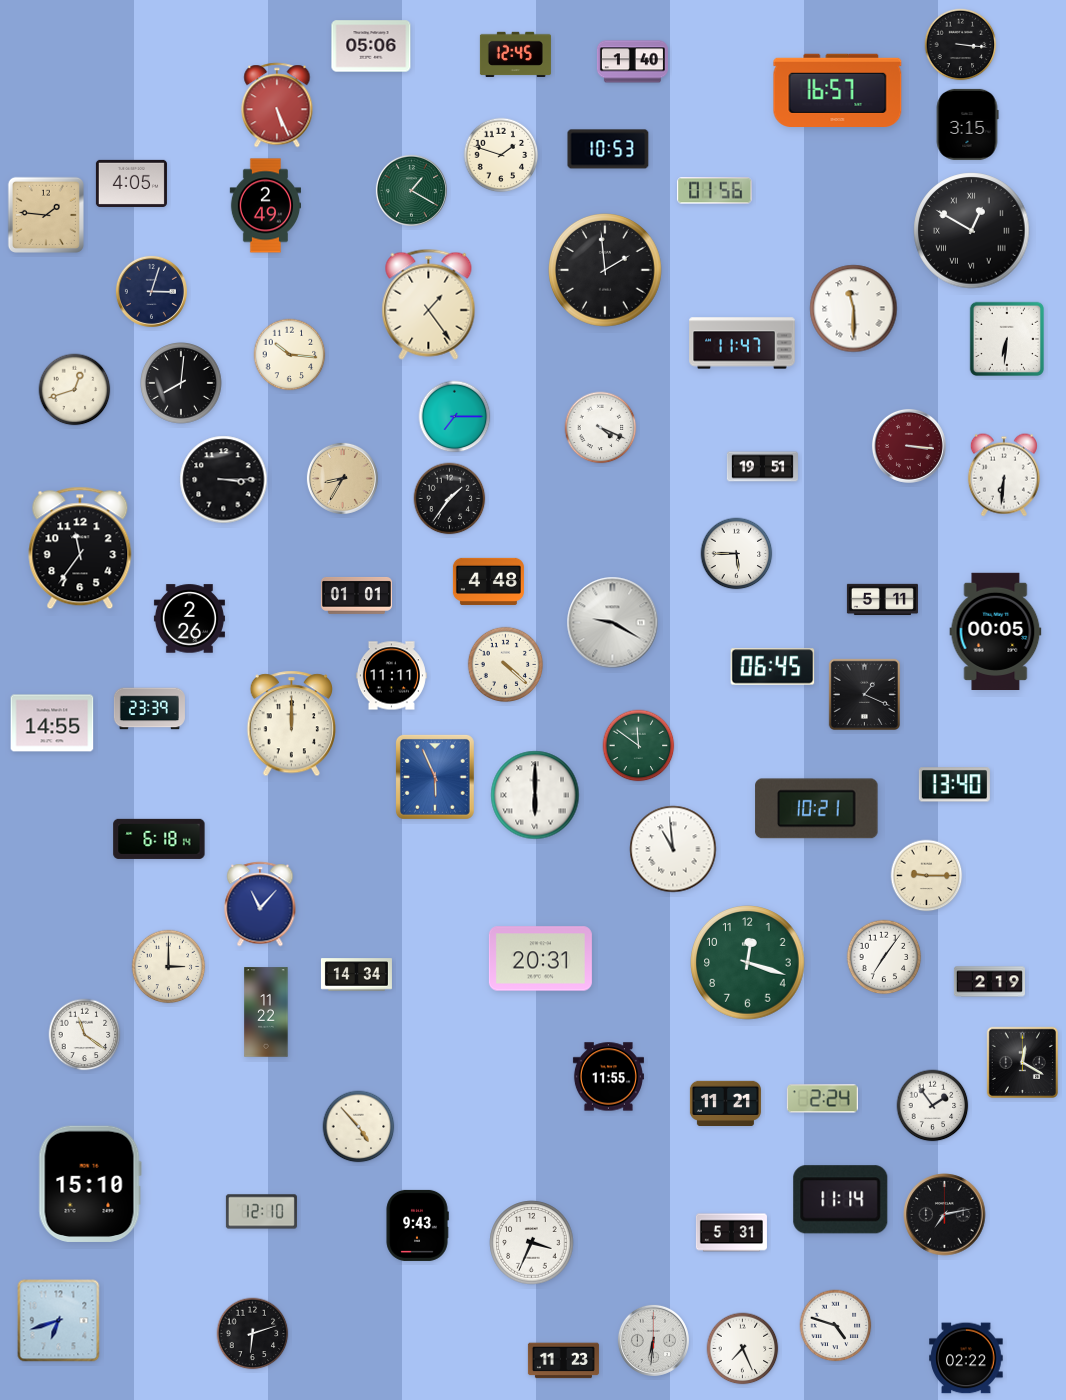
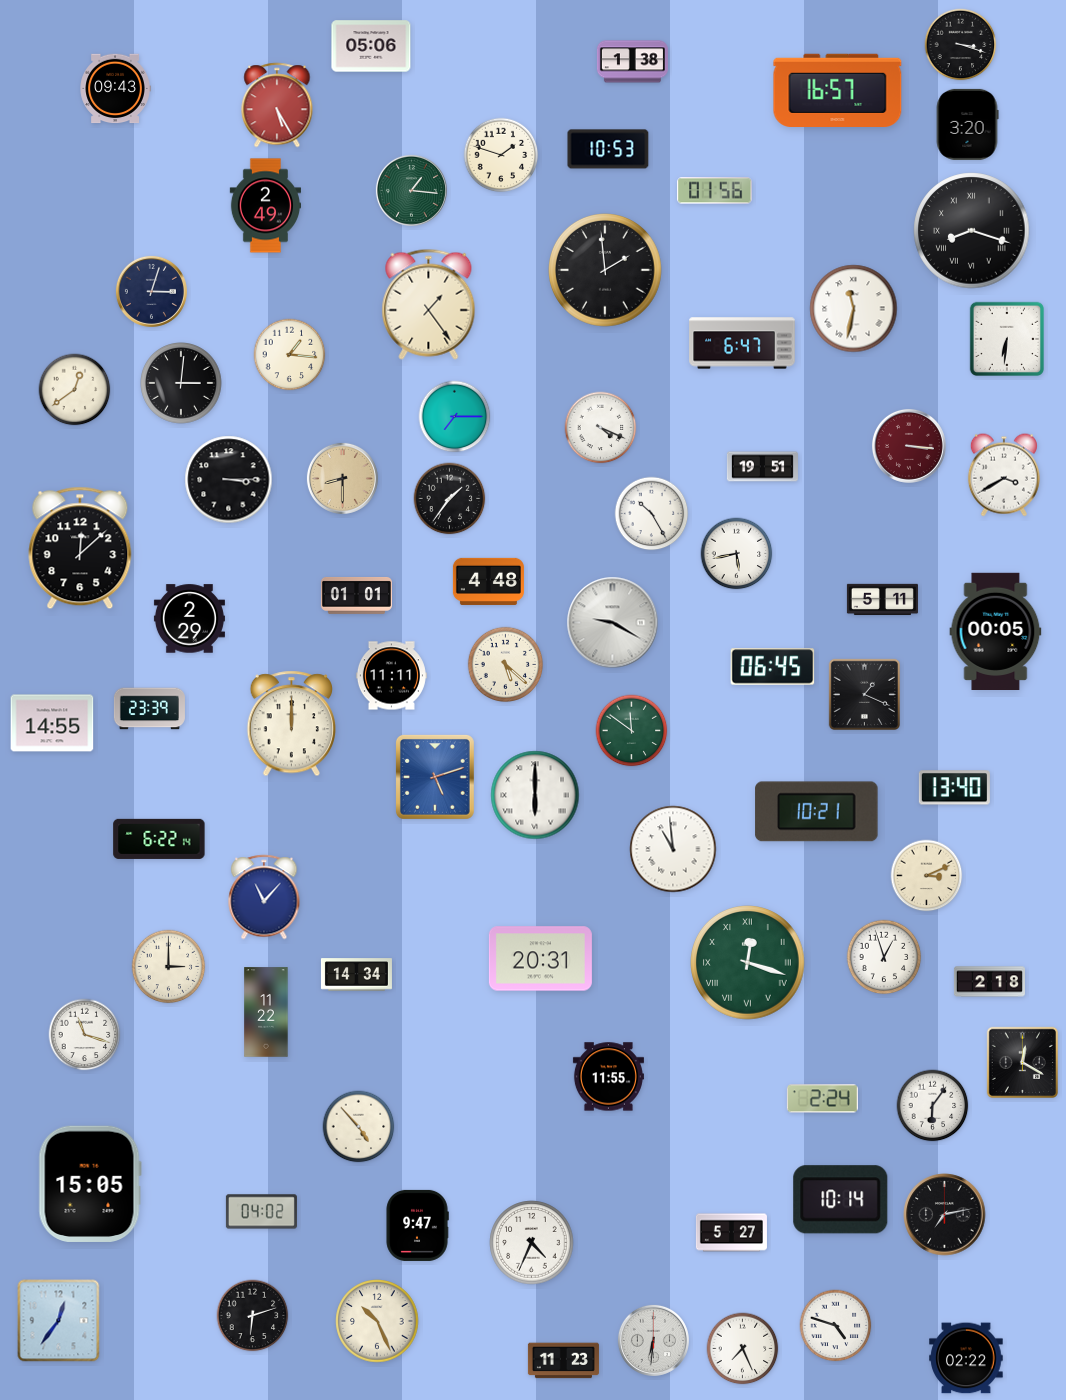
clock at (961, 45): 3:16 -> 3:18
clock at (515, 55): 12:45 -> none
clock at (632, 62): 1:40 -> 1:38
clock at (115, 89): none -> 09:43
clock at (277, 105): 5:26 -> 5:25
clock at (967, 124): 3:15 -> 3:20
clock at (131, 183): 4:05 -> none
clock at (411, 190): 1:20 -> 1:16
clock at (46, 215): 1:46 -> none
clock at (972, 231): 12:50 -> 8:18
clock at (854, 309): 11:30 -> 11:32
clock at (742, 343): 11:47 -> 6:47
clock at (290, 355): 10:16 -> 1:16
clock at (182, 384): 8:01 -> 3:01
clock at (75, 390): 12:42 -> 12:39
clock at (1004, 475): 6:31 -> 3:40
clock at (342, 478): 8:35 -> 8:30
clock at (224, 480) position: (224, 480) -> (229, 480)
clock at (652, 514): none -> 10:25
clock at (80, 548): 11:36 -> 12:08
clock at (737, 554): 5:45 -> 5:43
clock at (189, 619): 2:26 -> 2:29
clock at (506, 665): 4:22 -> 5:22
clock at (639, 746) position: (639, 746) -> (632, 731)
clock at (435, 777): 5:56 -> 5:12
clock at (954, 785) position: (954, 785) -> (954, 788)
clock at (817, 809) position: (817, 809) -> (817, 812)
clock at (159, 839): 6:18 -> 6:22
clock at (927, 876): 9:15 -> 3:11
clock at (260, 904) position: (260, 904) -> (264, 897)
clock at (884, 957): 7:06 -> 12:57
clock at (748, 963) numerals: Arabic -> Roman
clock at (989, 982): 2:19 -> 2:18
clock at (85, 1035): 11:21 -> 11:18
clock at (725, 1103): 11:21 -> none
clock at (933, 1106): 1:54 -> 6:06
clock at (90, 1183): 15:10 -> 15:05
clock at (841, 1200): 11:14 -> 10:14
clock at (261, 1212): 12:10 -> 04:02
clock at (417, 1225): 9:43 -> 9:47
clock at (731, 1233): 5:31 -> 5:27
clock at (532, 1243): 3:34 -> 4:34
clock at (59, 1321): 6:42 -> 12:36
clock at (377, 1321): none -> 10:26
clock at (253, 1334) position: (253, 1334) -> (253, 1316)
